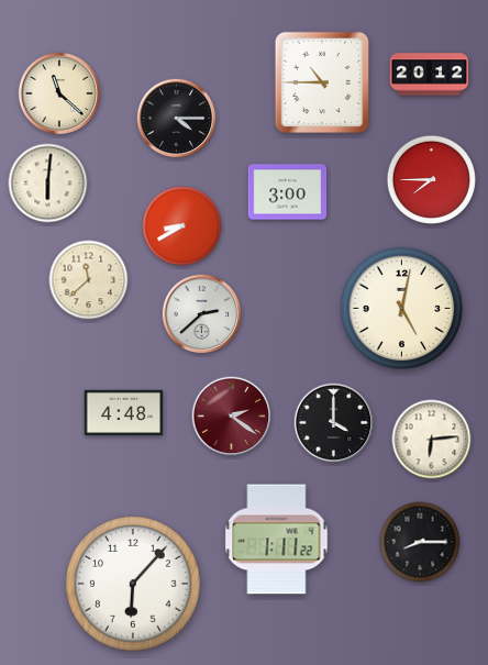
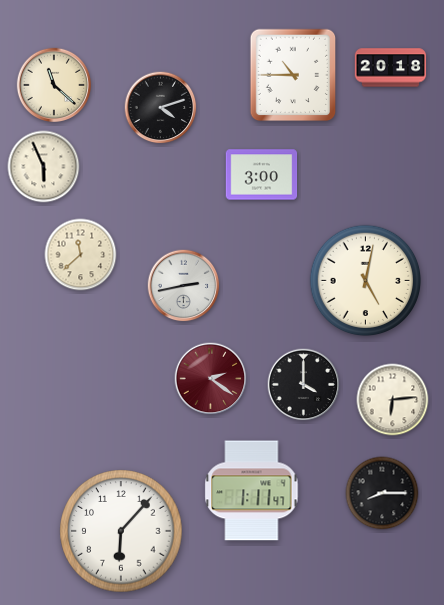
clock at (430, 75): 20:12 -> 20:18
clock at (177, 119): 4:15 -> 4:12
clock at (431, 179): 7:45 -> none
clock at (48, 184): 6:01 -> 5:56
clock at (182, 226): 8:40 -> none
clock at (202, 314): 2:38 -> 2:43
clock at (124, 413): 4:48 -> none
clock at (277, 540): 1:11:22 -> 1:11:47
